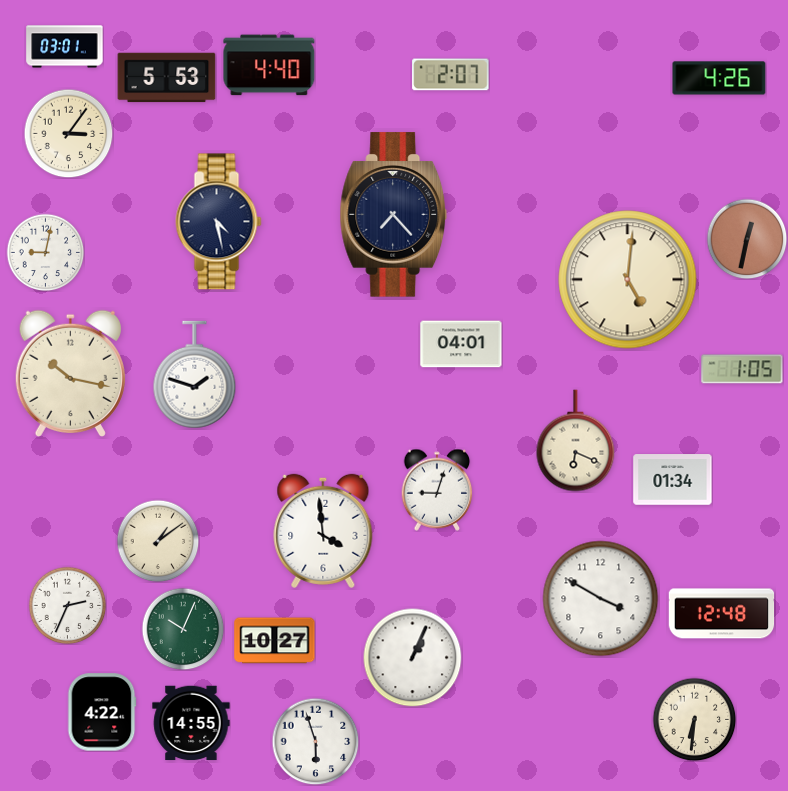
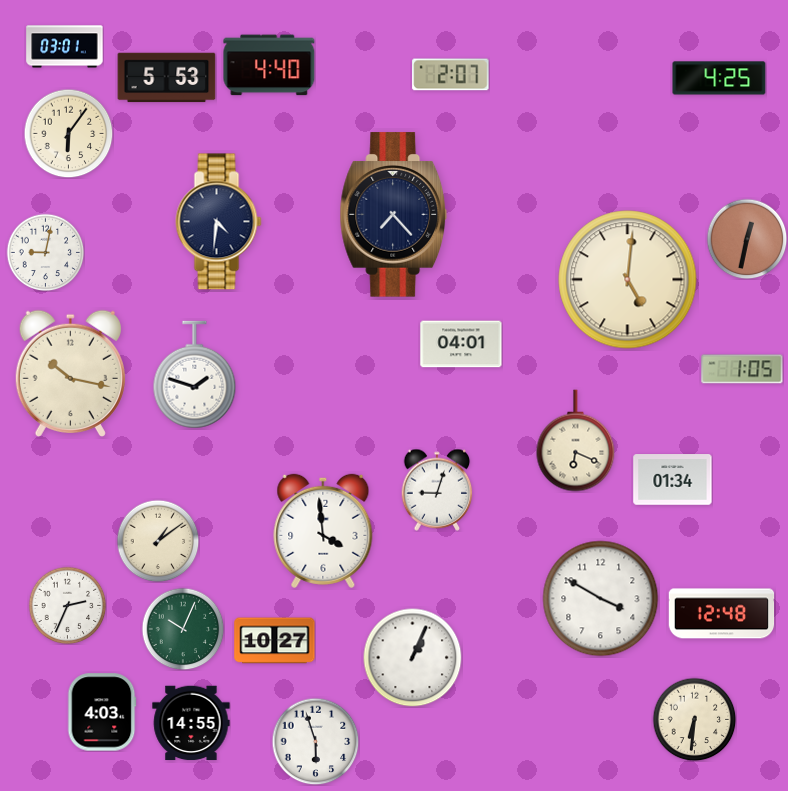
clock at (719, 78): 4:26 -> 4:25
clock at (68, 133): 3:06 -> 6:06
clock at (219, 222): 4:28 -> 4:31
clock at (102, 712): 4:22 -> 4:03
